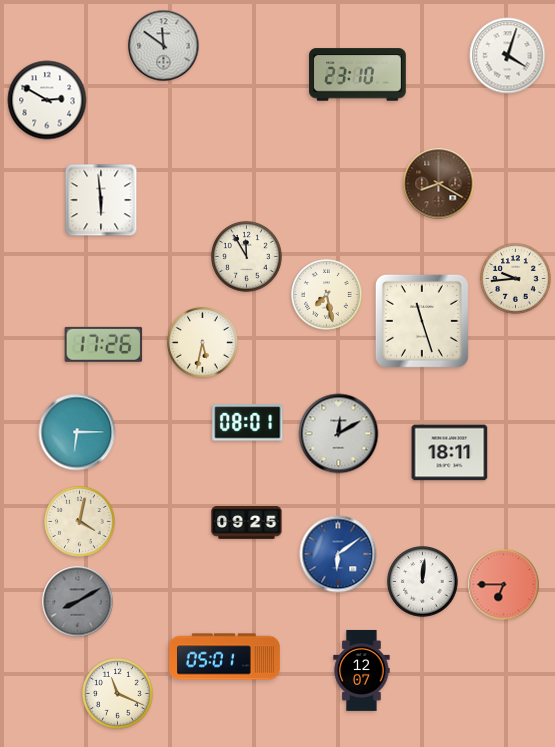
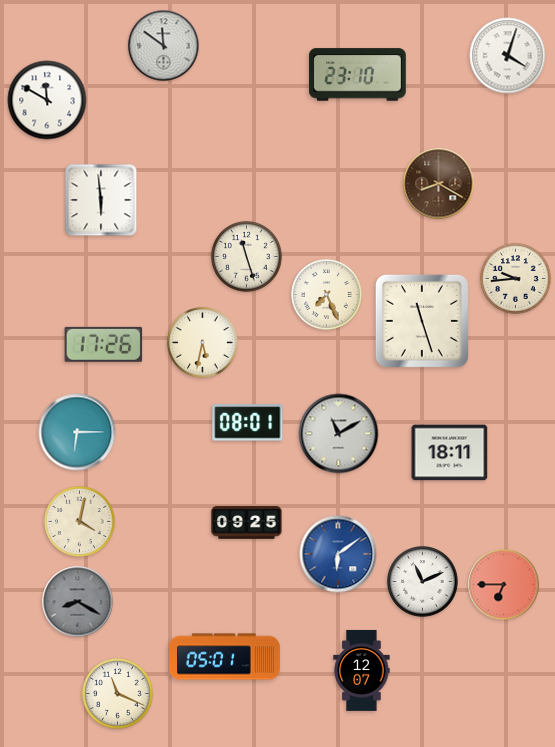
clock at (47, 100): 2:50 -> 11:50
clock at (247, 257): 11:55 -> 11:27
clock at (327, 295): 7:28 -> 7:26
clock at (339, 434): 12:10 -> 11:10
clock at (423, 582): 12:01 -> 11:11
clock at (78, 602): 8:10 -> 8:20
